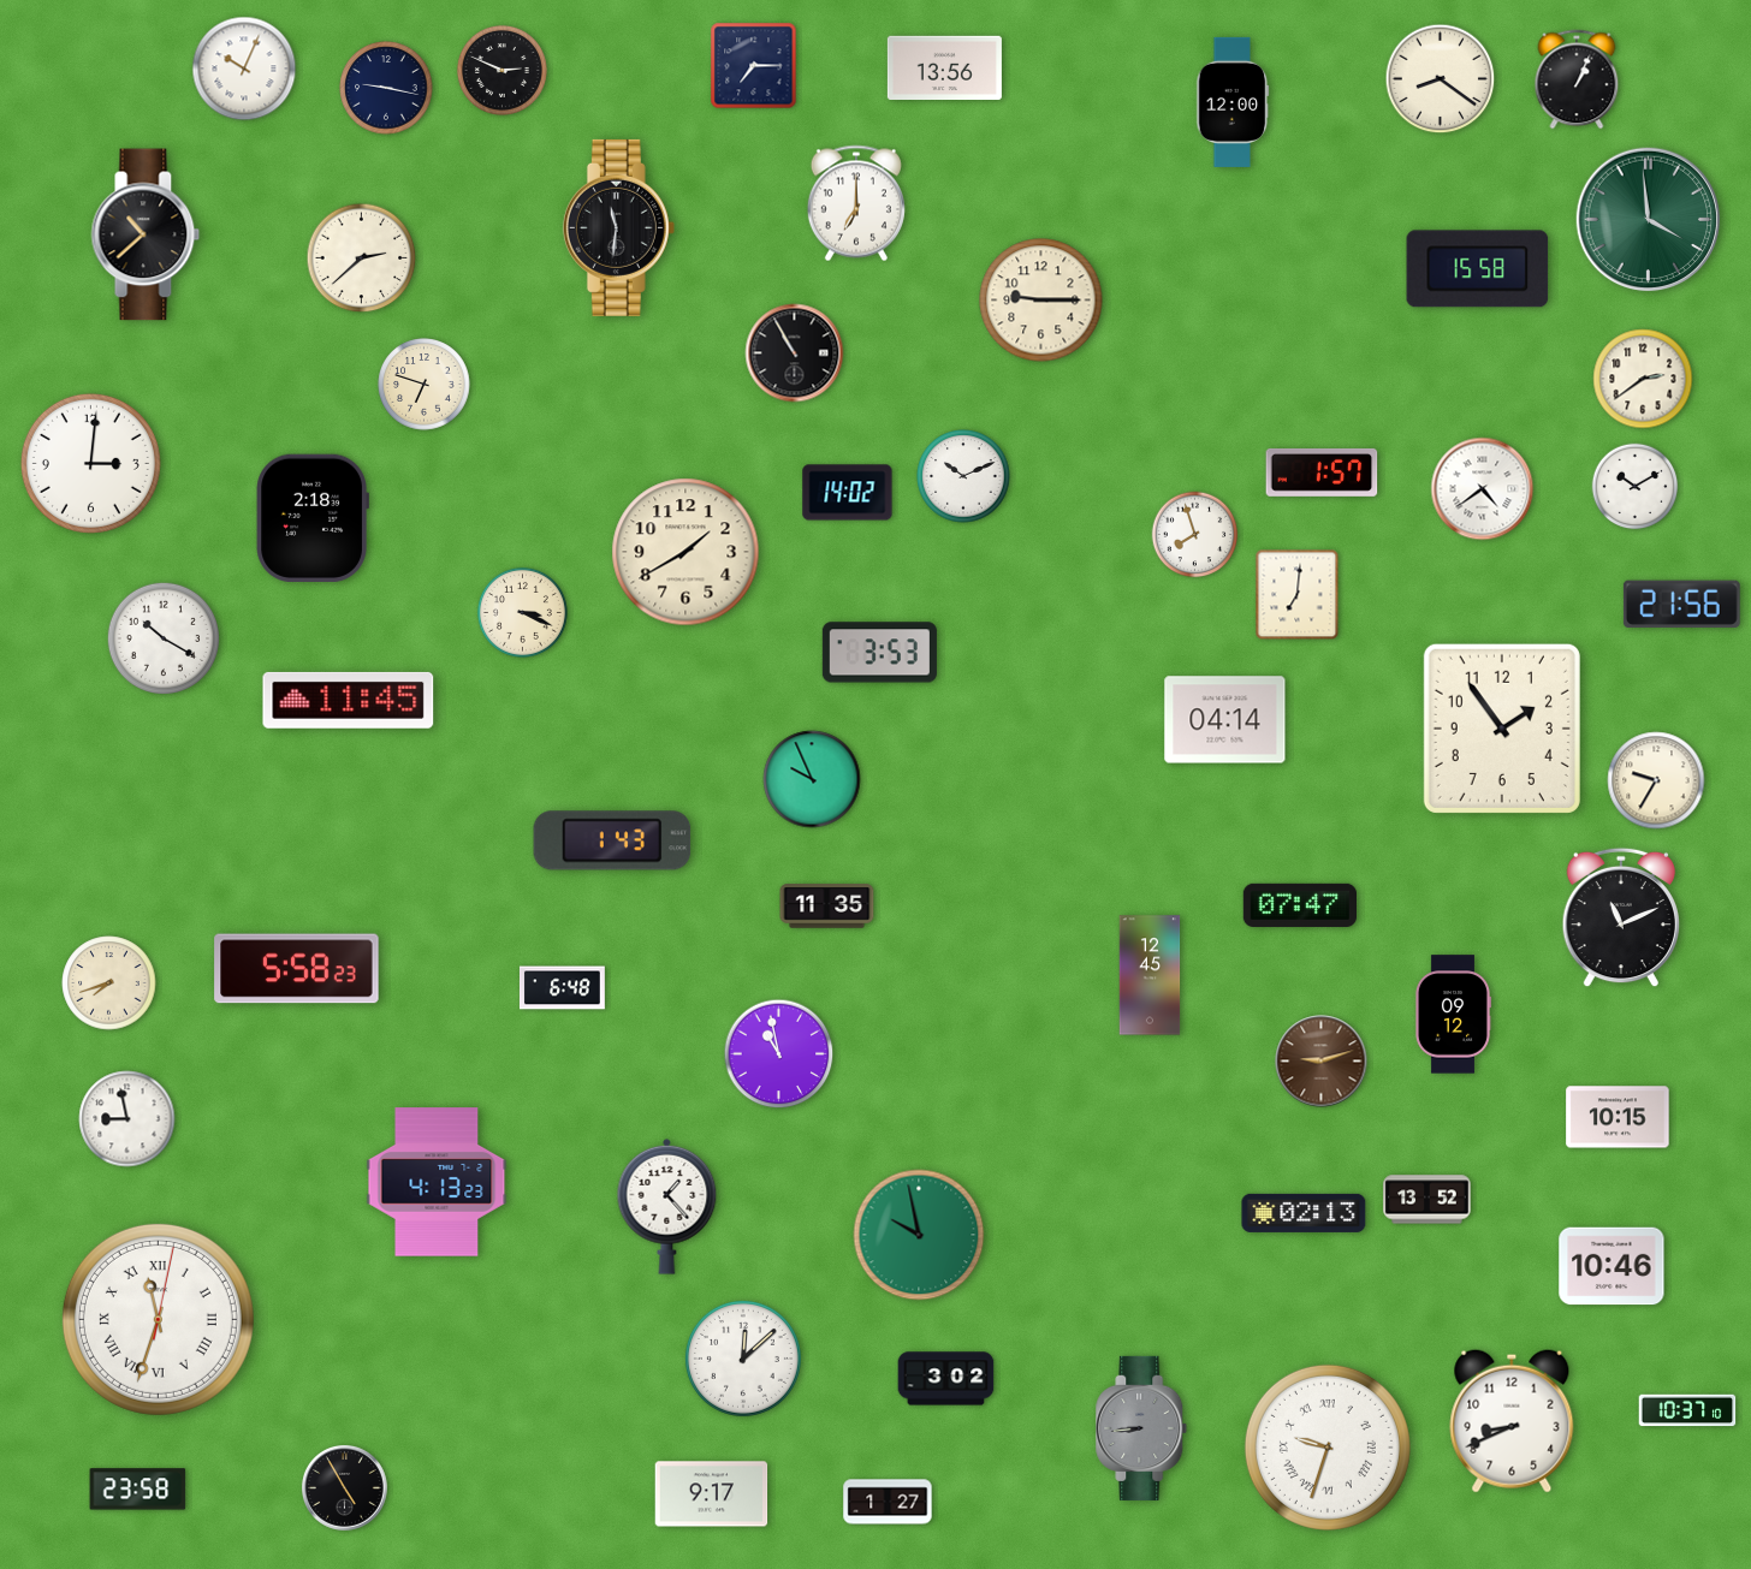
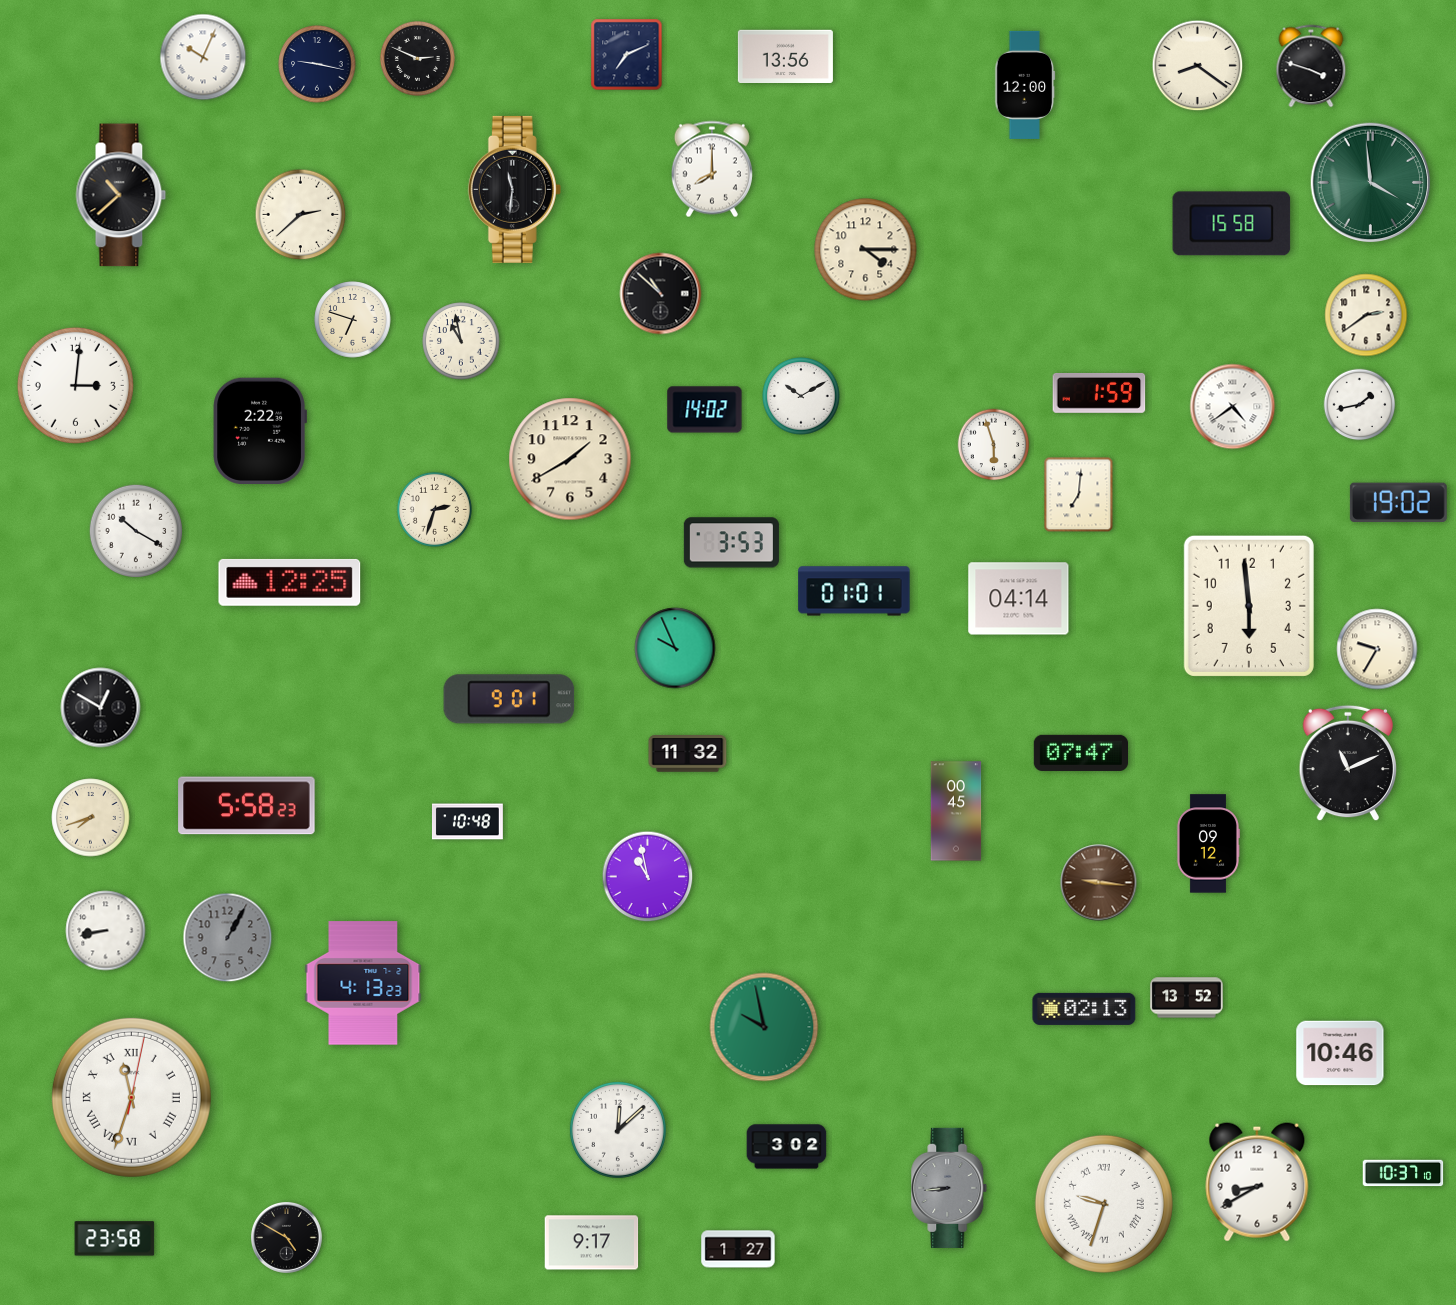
clock at (754, 66): 7:15 -> 7:11
clock at (1577, 79): 1:04 -> 3:48
clock at (386, 88) position: (386, 88) -> (317, 64)
clock at (856, 203): 7:00 -> 8:00
clock at (1478, 269) position: (1478, 269) -> (1232, 224)
clock at (1041, 301): 9:15 -> 4:15
clock at (795, 353): 10:55 -> 10:52
clock at (461, 341): none -> 10:58
clock at (1322, 473): 1:57 -> 1:59
clock at (963, 476): 10:11 -> 10:10
clock at (1636, 487): 10:10 -> 1:43
clock at (311, 517): 2:18 -> 2:22
clock at (1195, 535): 7:57 -> 5:57
clock at (1681, 604): 21:56 -> 19:02
clock at (522, 612): 3:19 -> 2:33
clock at (349, 700): 11:45 -> 12:25
clock at (854, 591): none -> 01:01
clock at (1502, 729): 1:54 -> 5:59
clock at (612, 840): 1:43 -> 9:01
clock at (101, 708): none -> 12:50
clock at (827, 907): 11:35 -> 11:32
clock at (1150, 975): 12:45 -> 00:45
clock at (562, 988): 6:48 -> 10:48
clock at (1322, 1062): 9:12 -> 9:16
clock at (1618, 1117): 10:15 -> none
clock at (127, 1119): 8:58 -> 8:43
clock at (228, 938): none -> 1:05
clock at (667, 1206): 1:23 -> none
clock at (1512, 1421): 8:41 -> 8:40
clock at (345, 1488): 4:55 -> 4:50
